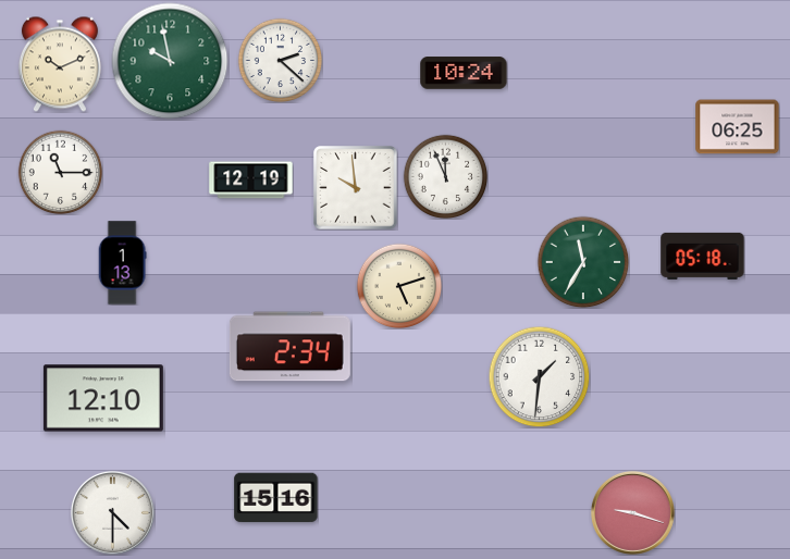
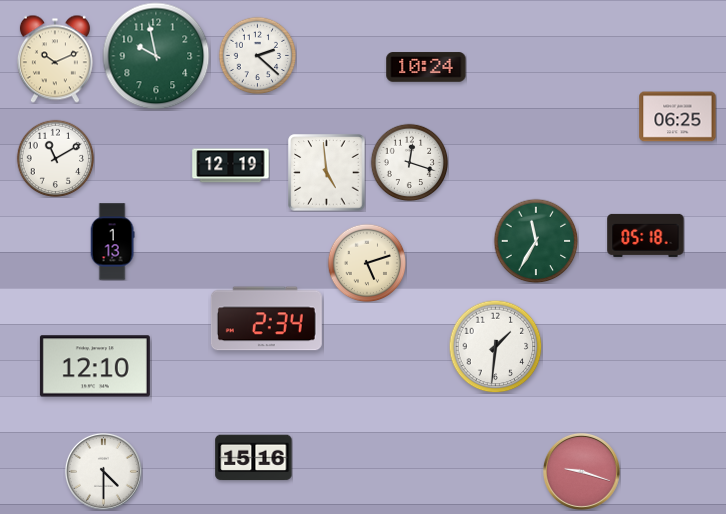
clock at (60, 172): 11:15 -> 11:10
clock at (445, 176): 11:56 -> 12:18
clock at (356, 188): 9:59 -> 4:59
